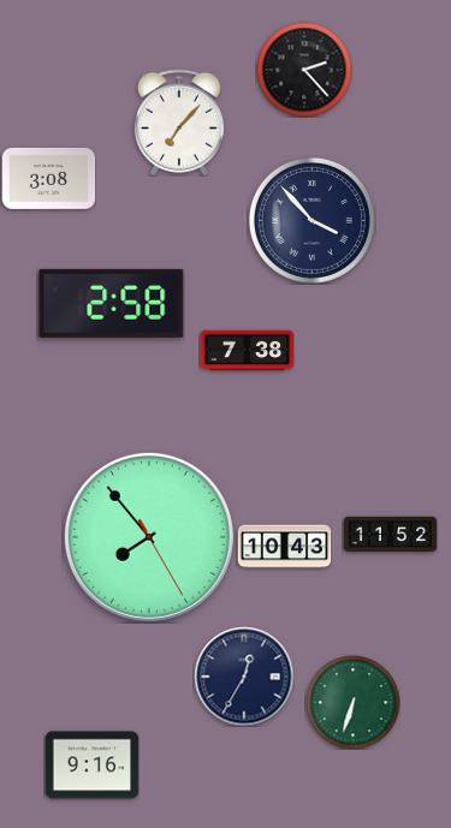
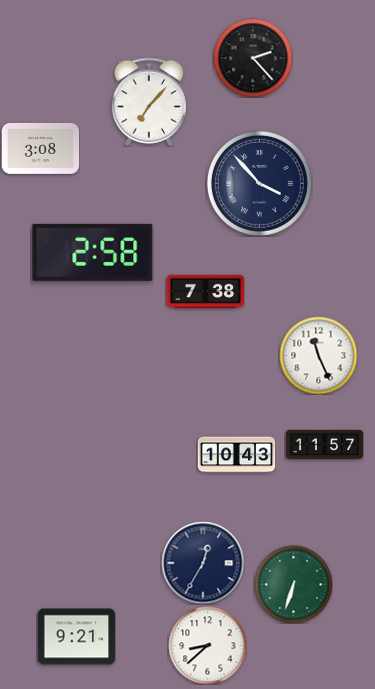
clock at (318, 355): none -> 11:26
clock at (390, 535): 11:52 -> 11:57
clock at (149, 537): 7:53 -> none
clock at (91, 766): 9:16 -> 9:21
clock at (207, 645): none -> 8:38
